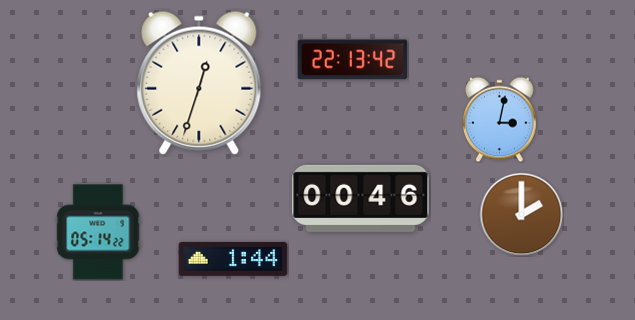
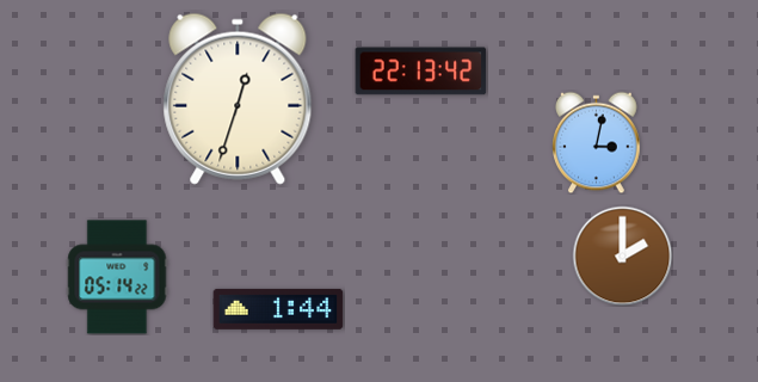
clock at (361, 198): 00:46 -> none
